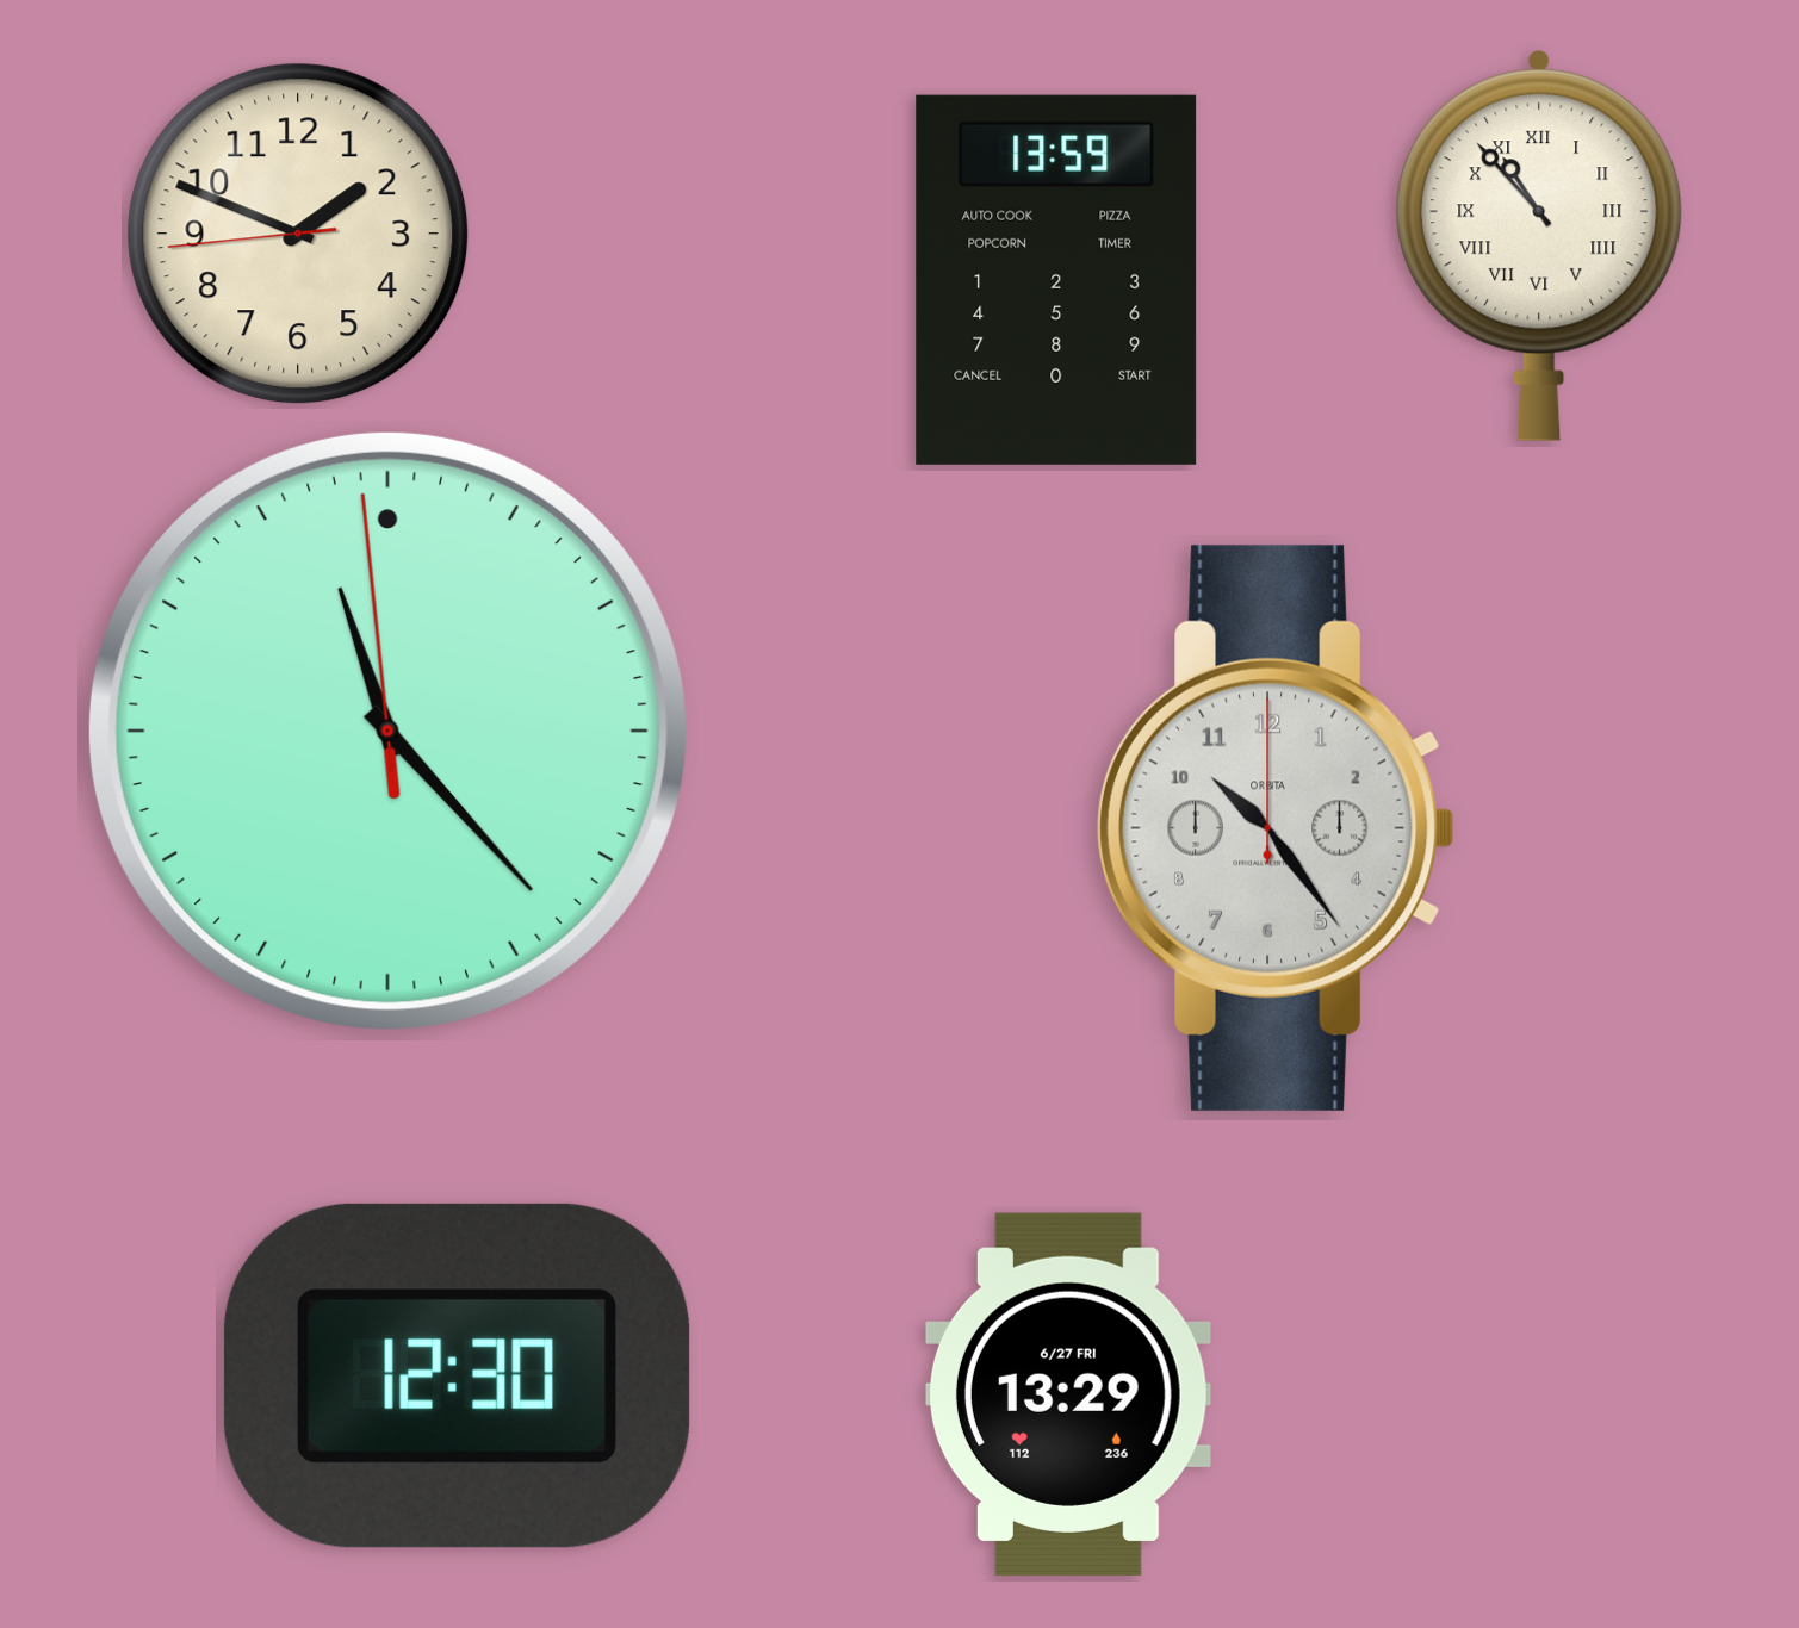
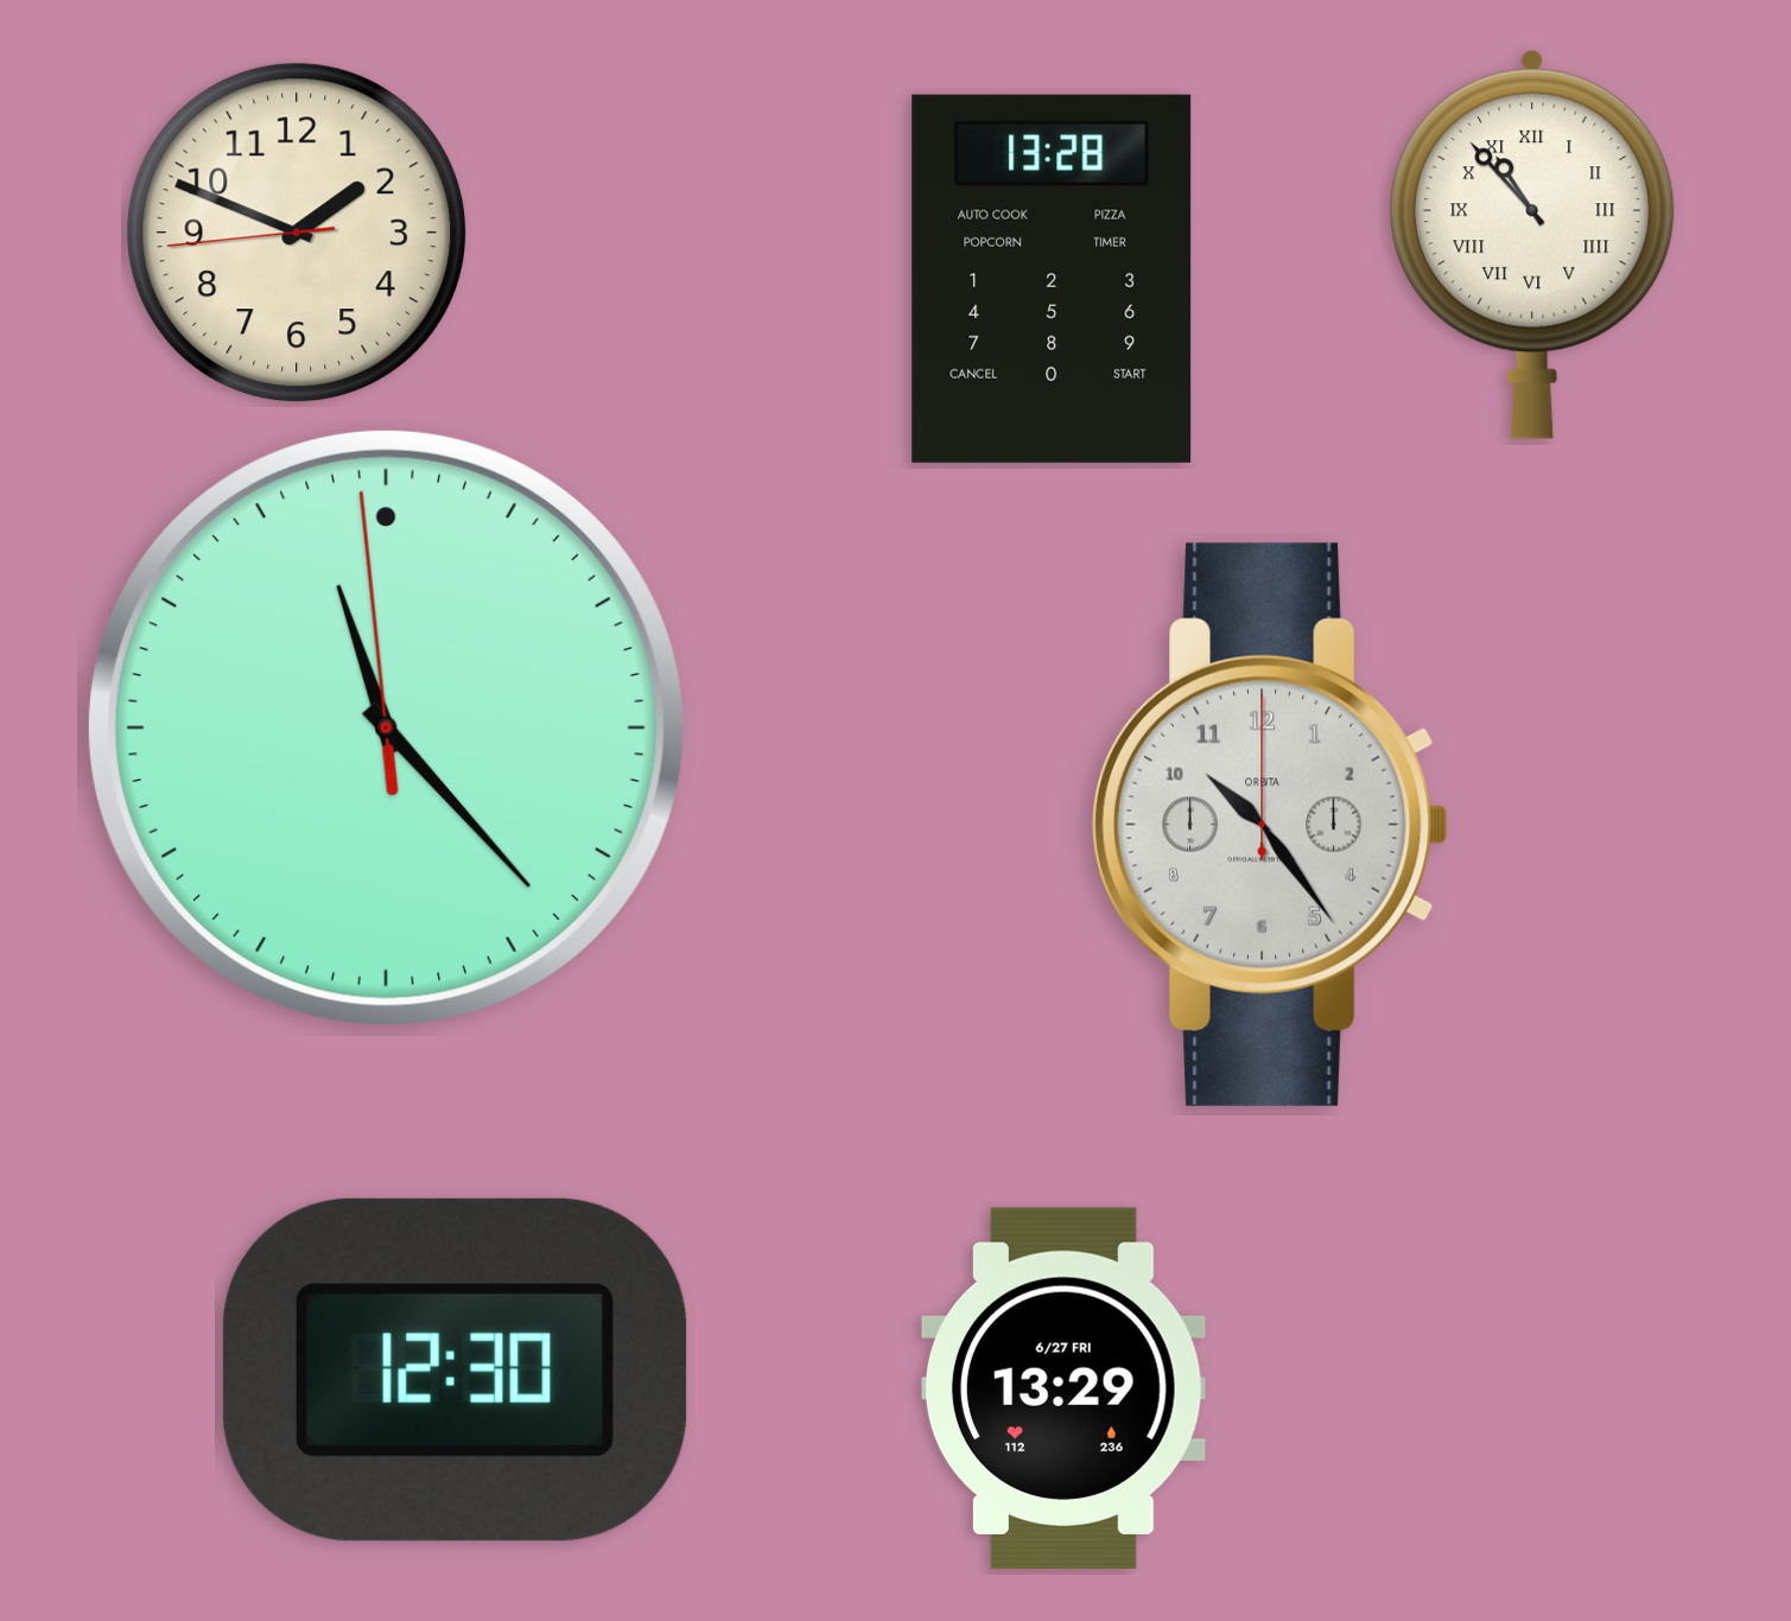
clock at (1056, 280): 13:59 -> 13:28
